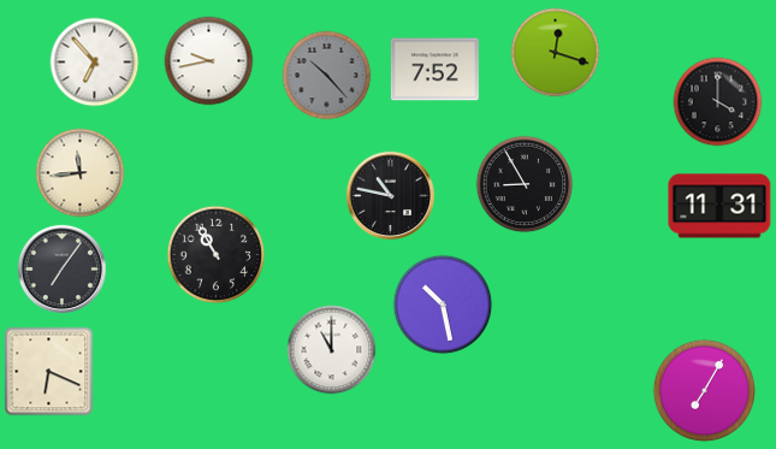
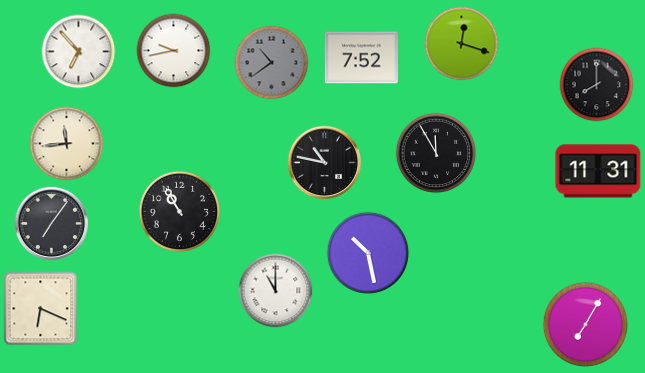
clock at (327, 76): 10:23 -> 10:39
clock at (718, 102): 4:00 -> 8:00
clock at (525, 184): 8:55 -> 11:55
